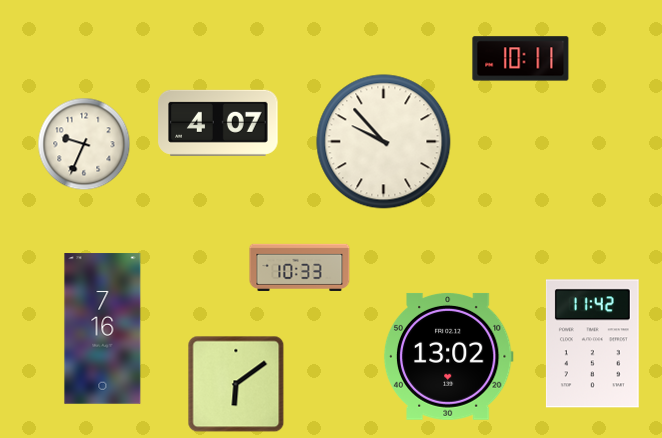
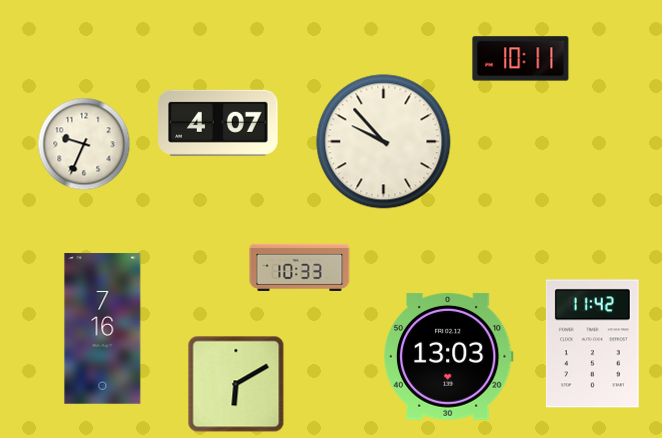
clock at (448, 356): 13:02 -> 13:03
clock at (236, 384): 6:09 -> 6:10
